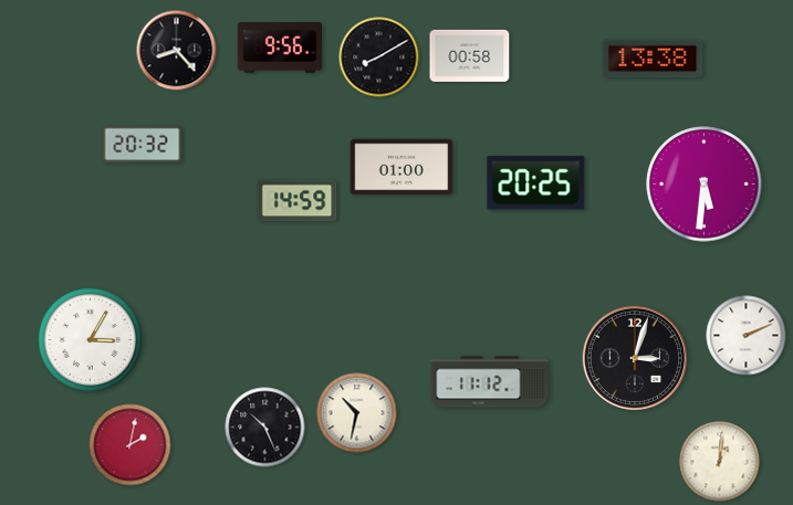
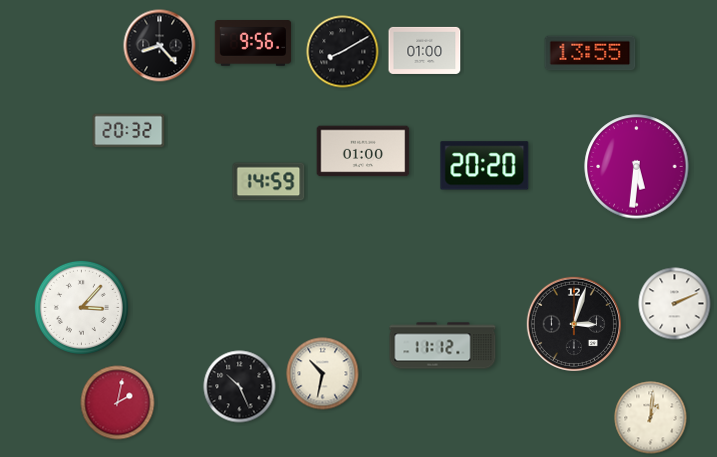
clock at (470, 55): 00:58 -> 01:00
clock at (653, 59): 13:38 -> 13:55
clock at (536, 183): 20:25 -> 20:20
clock at (90, 339): 3:05 -> 3:07
